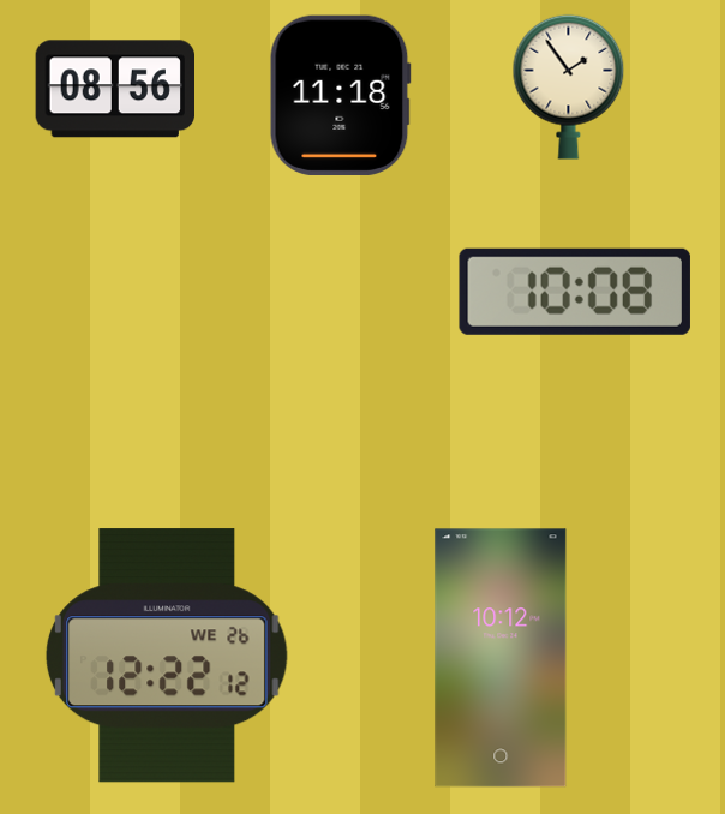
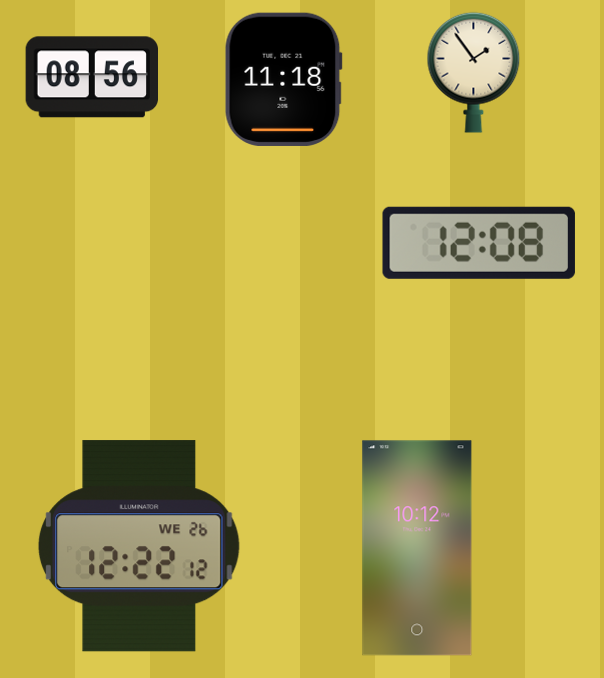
clock at (114, 89) position: (114, 89) -> (91, 77)
clock at (575, 292): 10:08 -> 12:08
